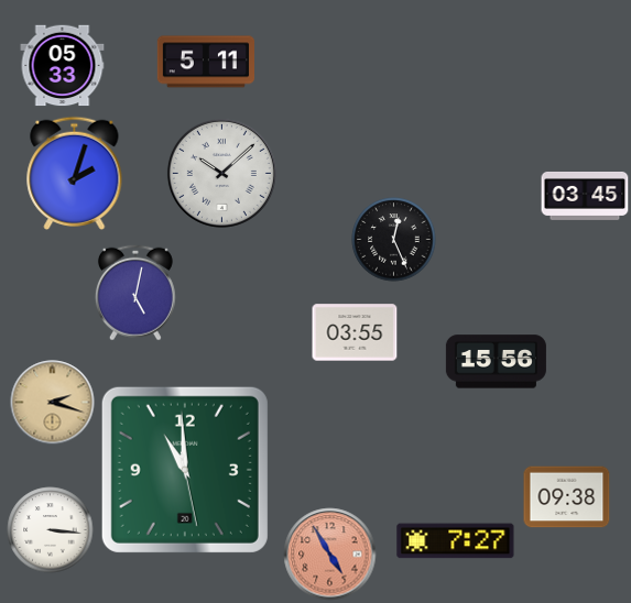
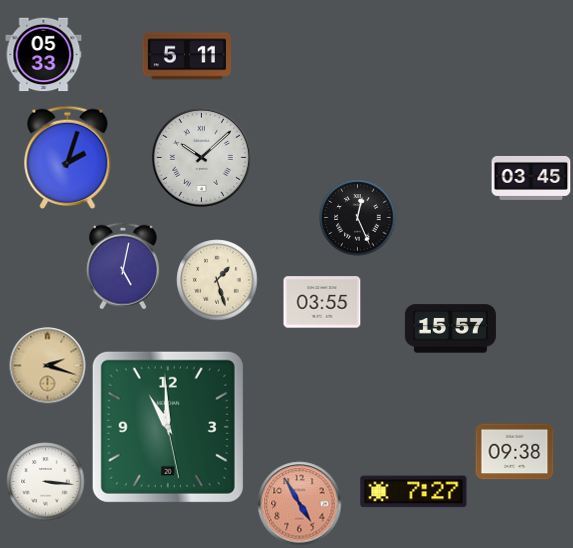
clock at (63, 66) position: (63, 66) -> (44, 55)
clock at (217, 280): none -> 1:27
clock at (496, 362): 15:56 -> 15:57
